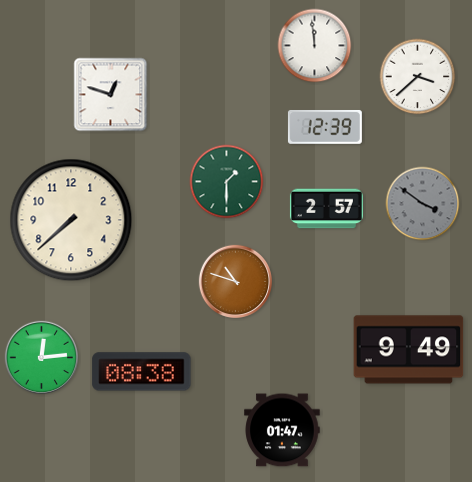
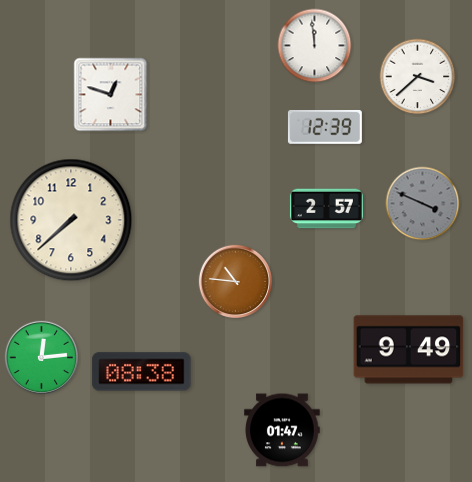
clock at (227, 182): 1:30 -> none
clock at (423, 204): 3:51 -> 3:49
clock at (235, 281): 10:48 -> 10:46
